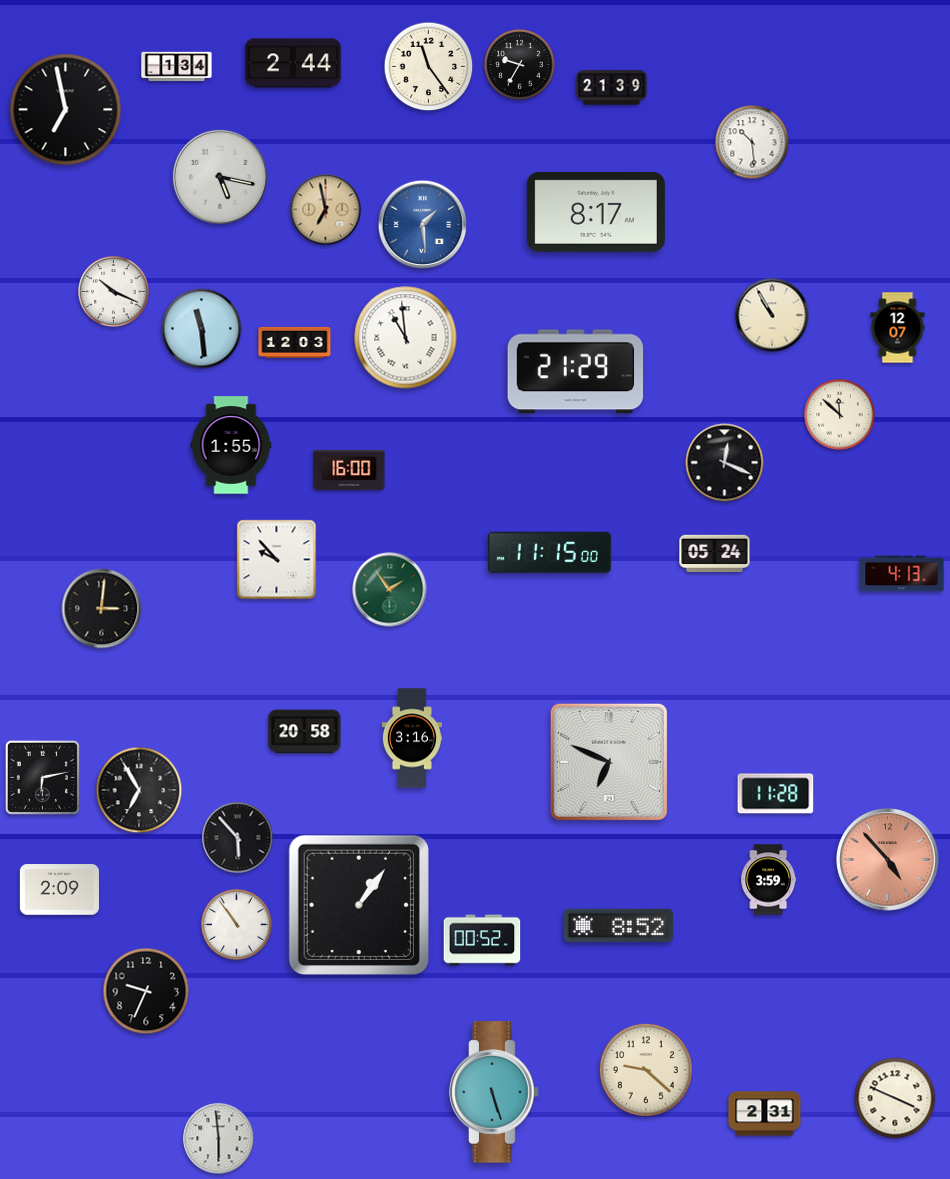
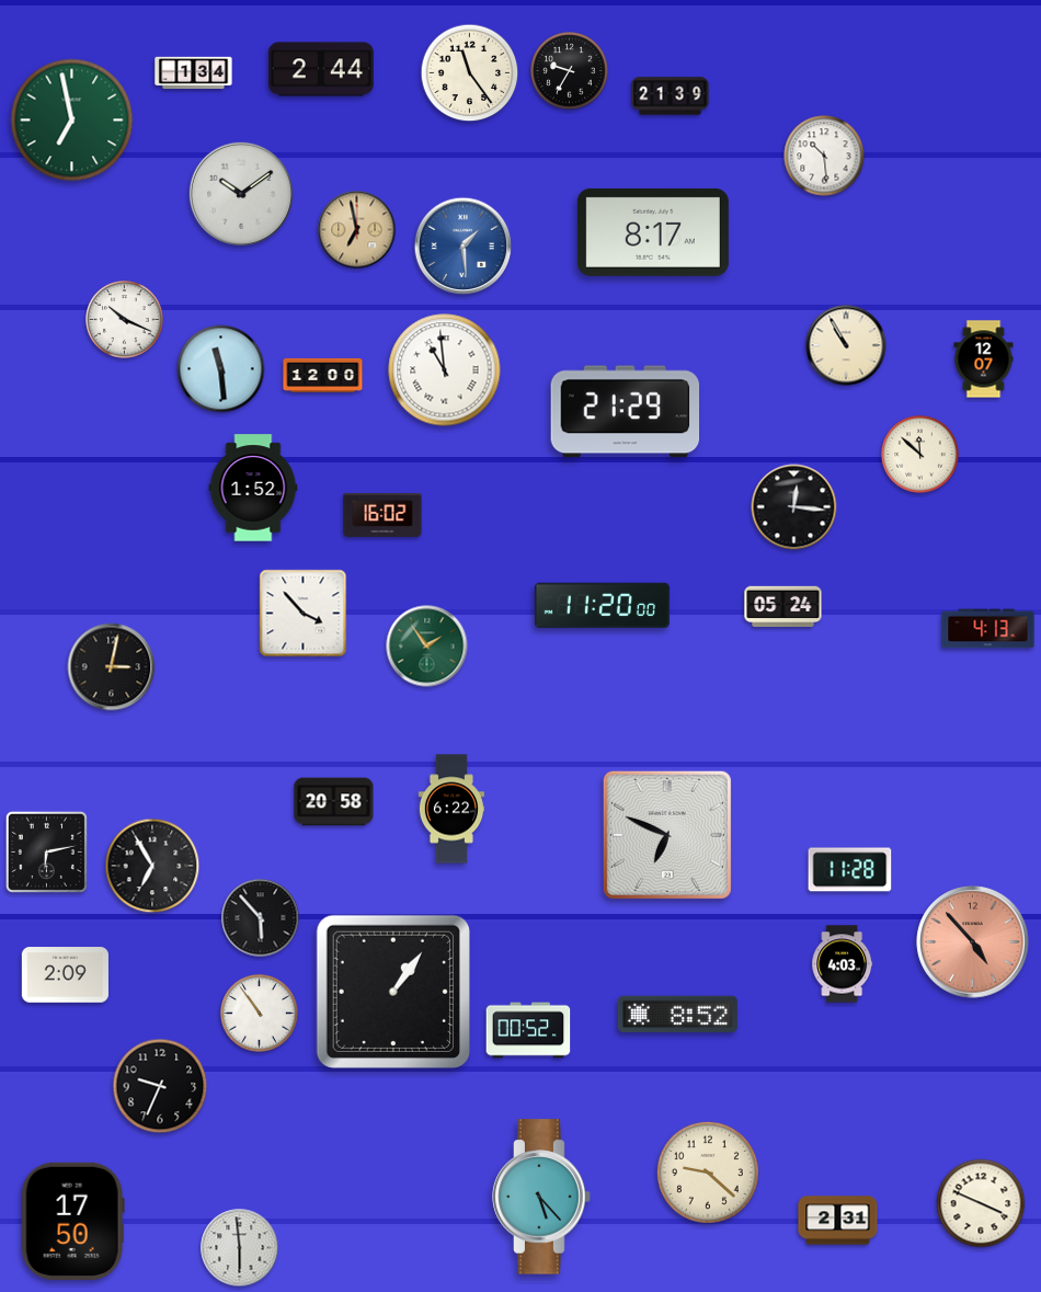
clock at (66, 110) dial: black -> green
clock at (220, 177): 5:17 -> 10:09
clock at (202, 329) position: (202, 329) -> (221, 369)
clock at (295, 342): 12:03 -> 12:00
clock at (576, 372) position: (576, 372) -> (626, 412)
clock at (231, 445): 1:55 -> 1:52
clock at (725, 463): 12:19 -> 12:16
clock at (349, 470): 16:00 -> 16:02
clock at (549, 553): 11:15 -> 11:20
clock at (277, 560): 9:53 -> 3:53
clock at (102, 609): 3:01 -> 3:02
clock at (411, 738): 3:16 -> 6:22
clock at (769, 880): 3:59 -> 4:03
clock at (494, 1092): 5:27 -> 5:23
clock at (72, 1221): none -> 17:50
